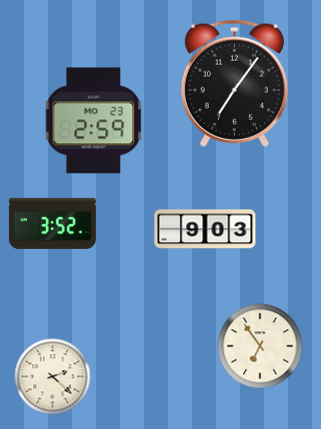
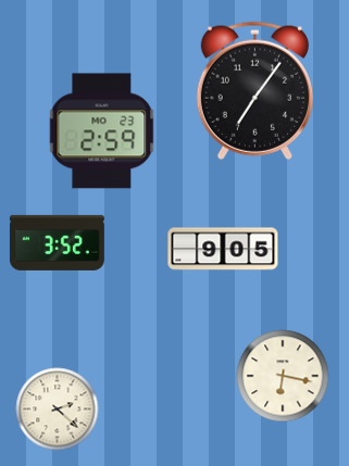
clock at (205, 229): 9:03 -> 9:05
clock at (260, 346): 6:54 -> 6:17
